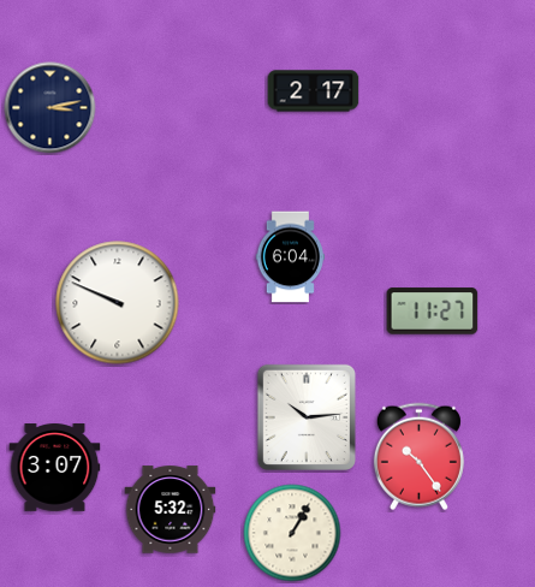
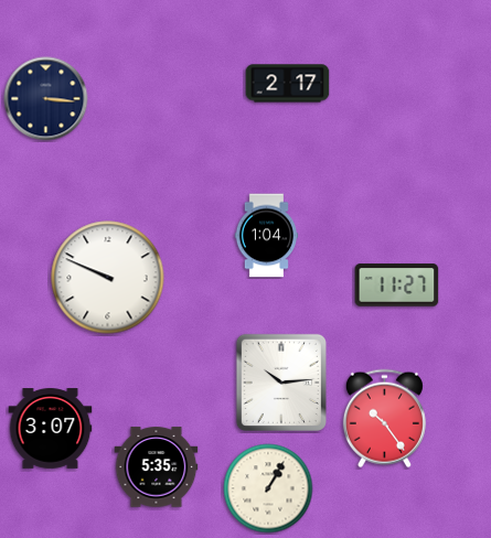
clock at (50, 108): 3:13 -> 3:16
clock at (290, 257): 6:04 -> 1:04
clock at (171, 510): 5:32 -> 5:35
